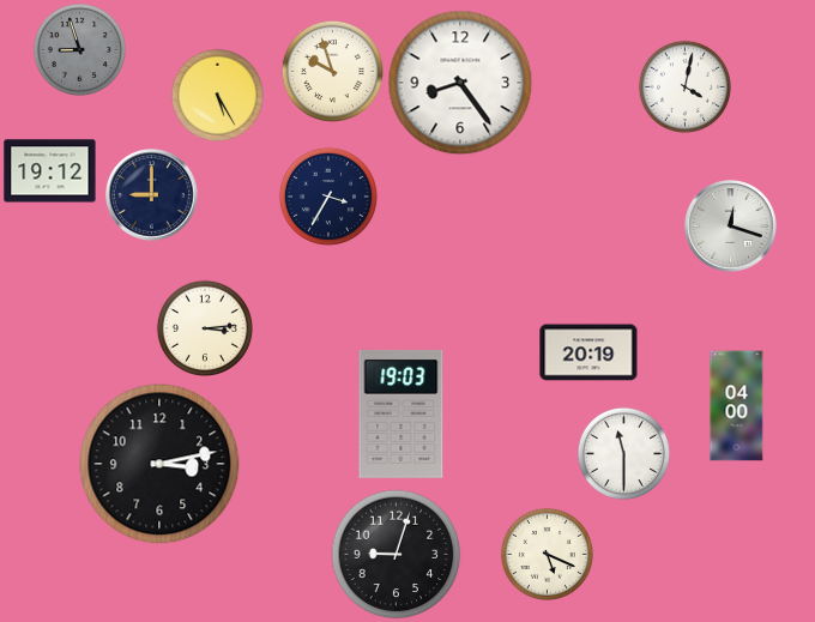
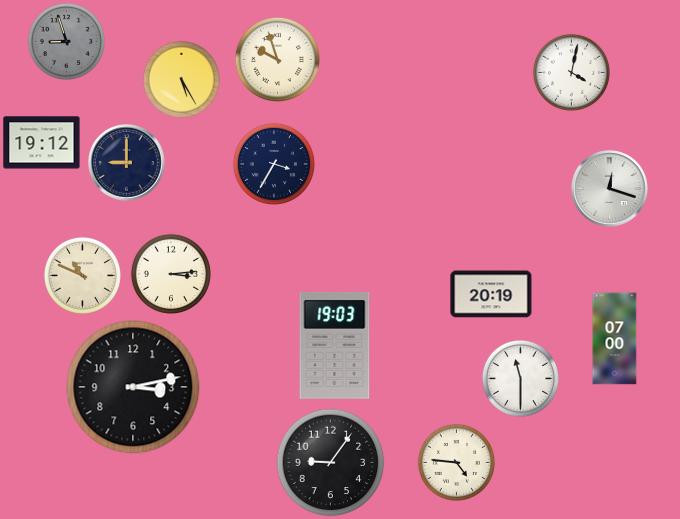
clock at (460, 83): 8:24 -> none
clock at (82, 275): none -> 10:49
clock at (737, 406): 04:00 -> 07:00
clock at (547, 554): 5:19 -> 4:46
clock at (397, 555): 9:03 -> 9:06
